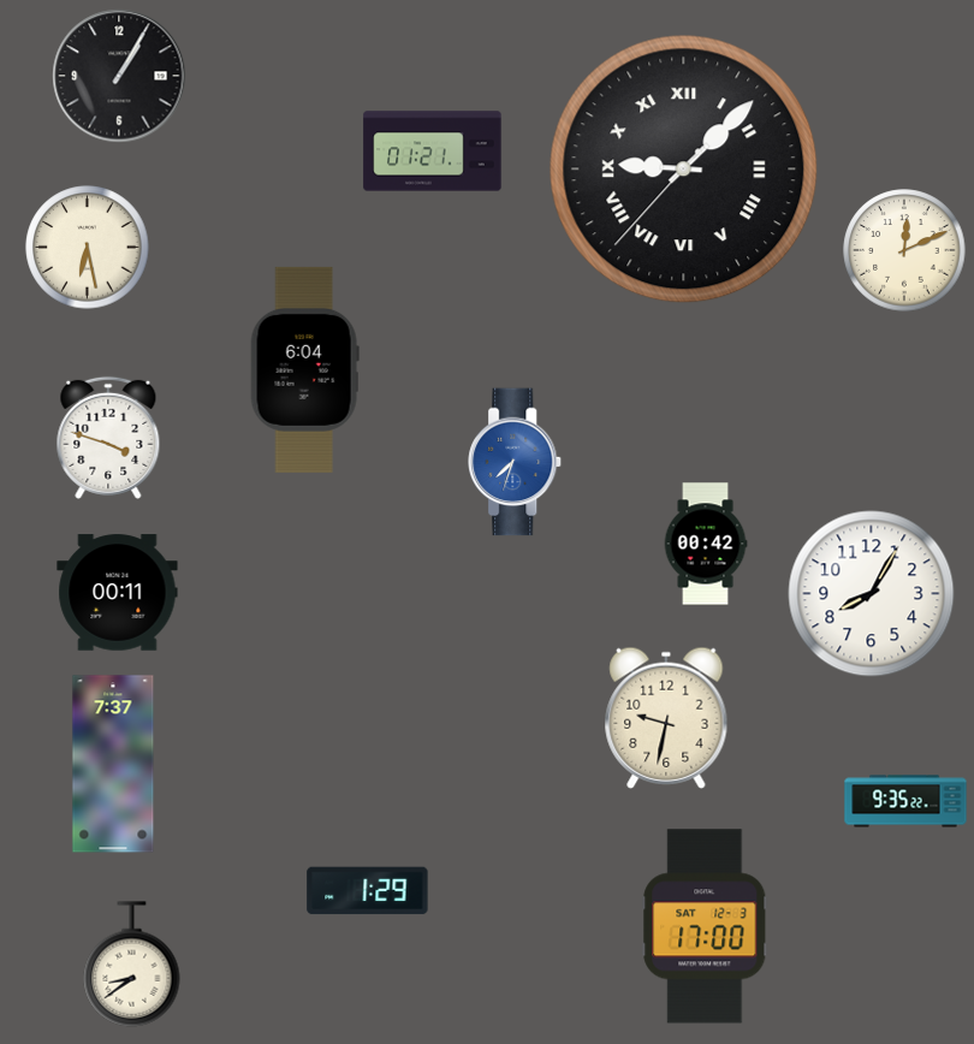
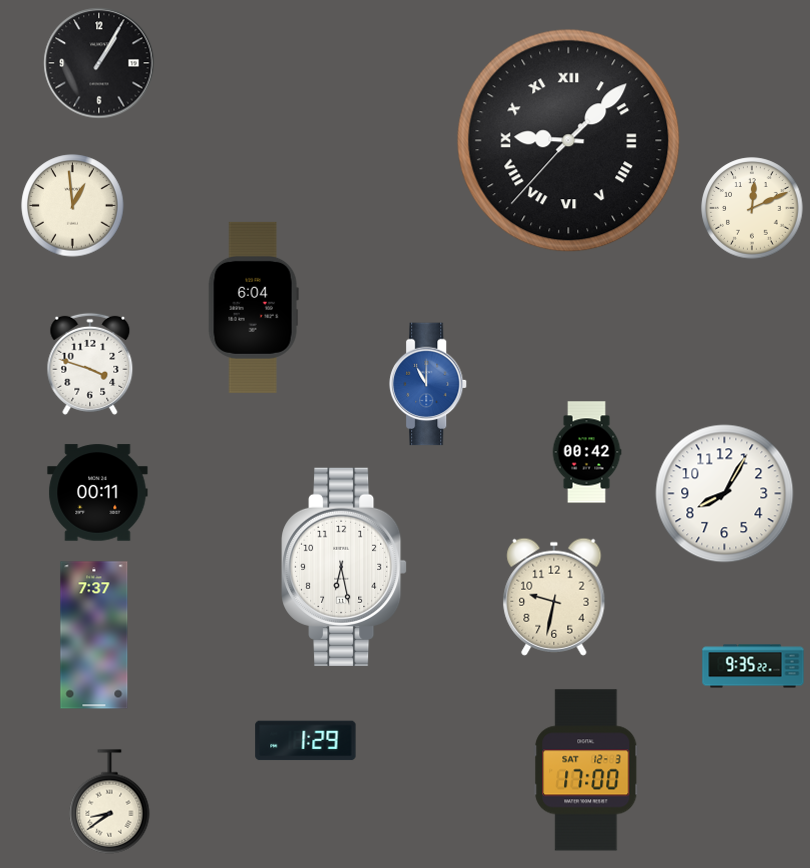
clock at (433, 152): 01:21 -> none
clock at (88, 248): 6:28 -> 12:59
clock at (516, 462): 7:33 -> 11:00
clock at (344, 567): none -> 6:28
